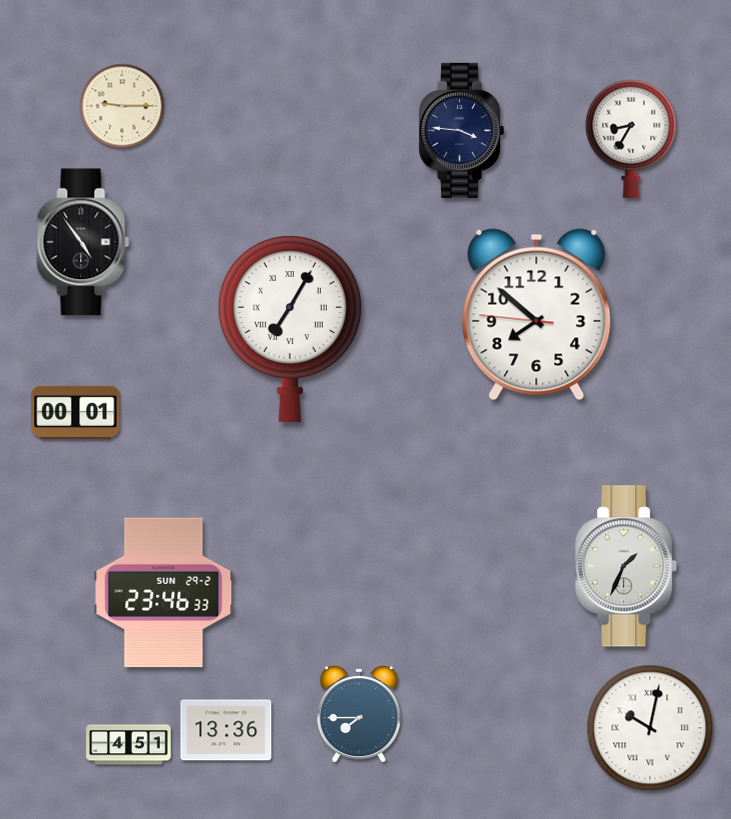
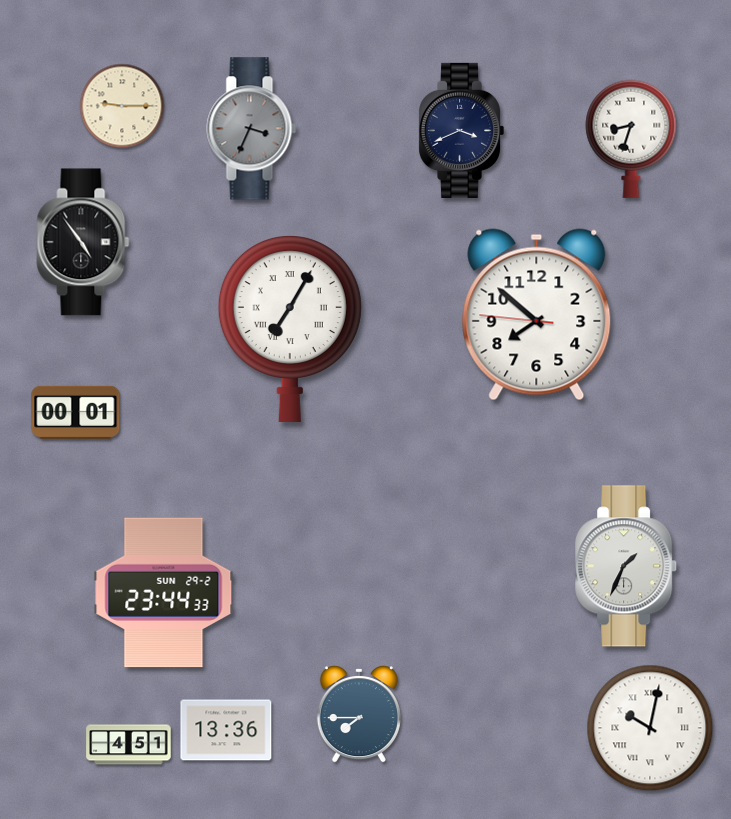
clock at (252, 129): none -> 3:34
clock at (462, 130): 3:46 -> 3:41
clock at (631, 139): 8:35 -> 8:33
clock at (164, 593): 23:46 -> 23:44
